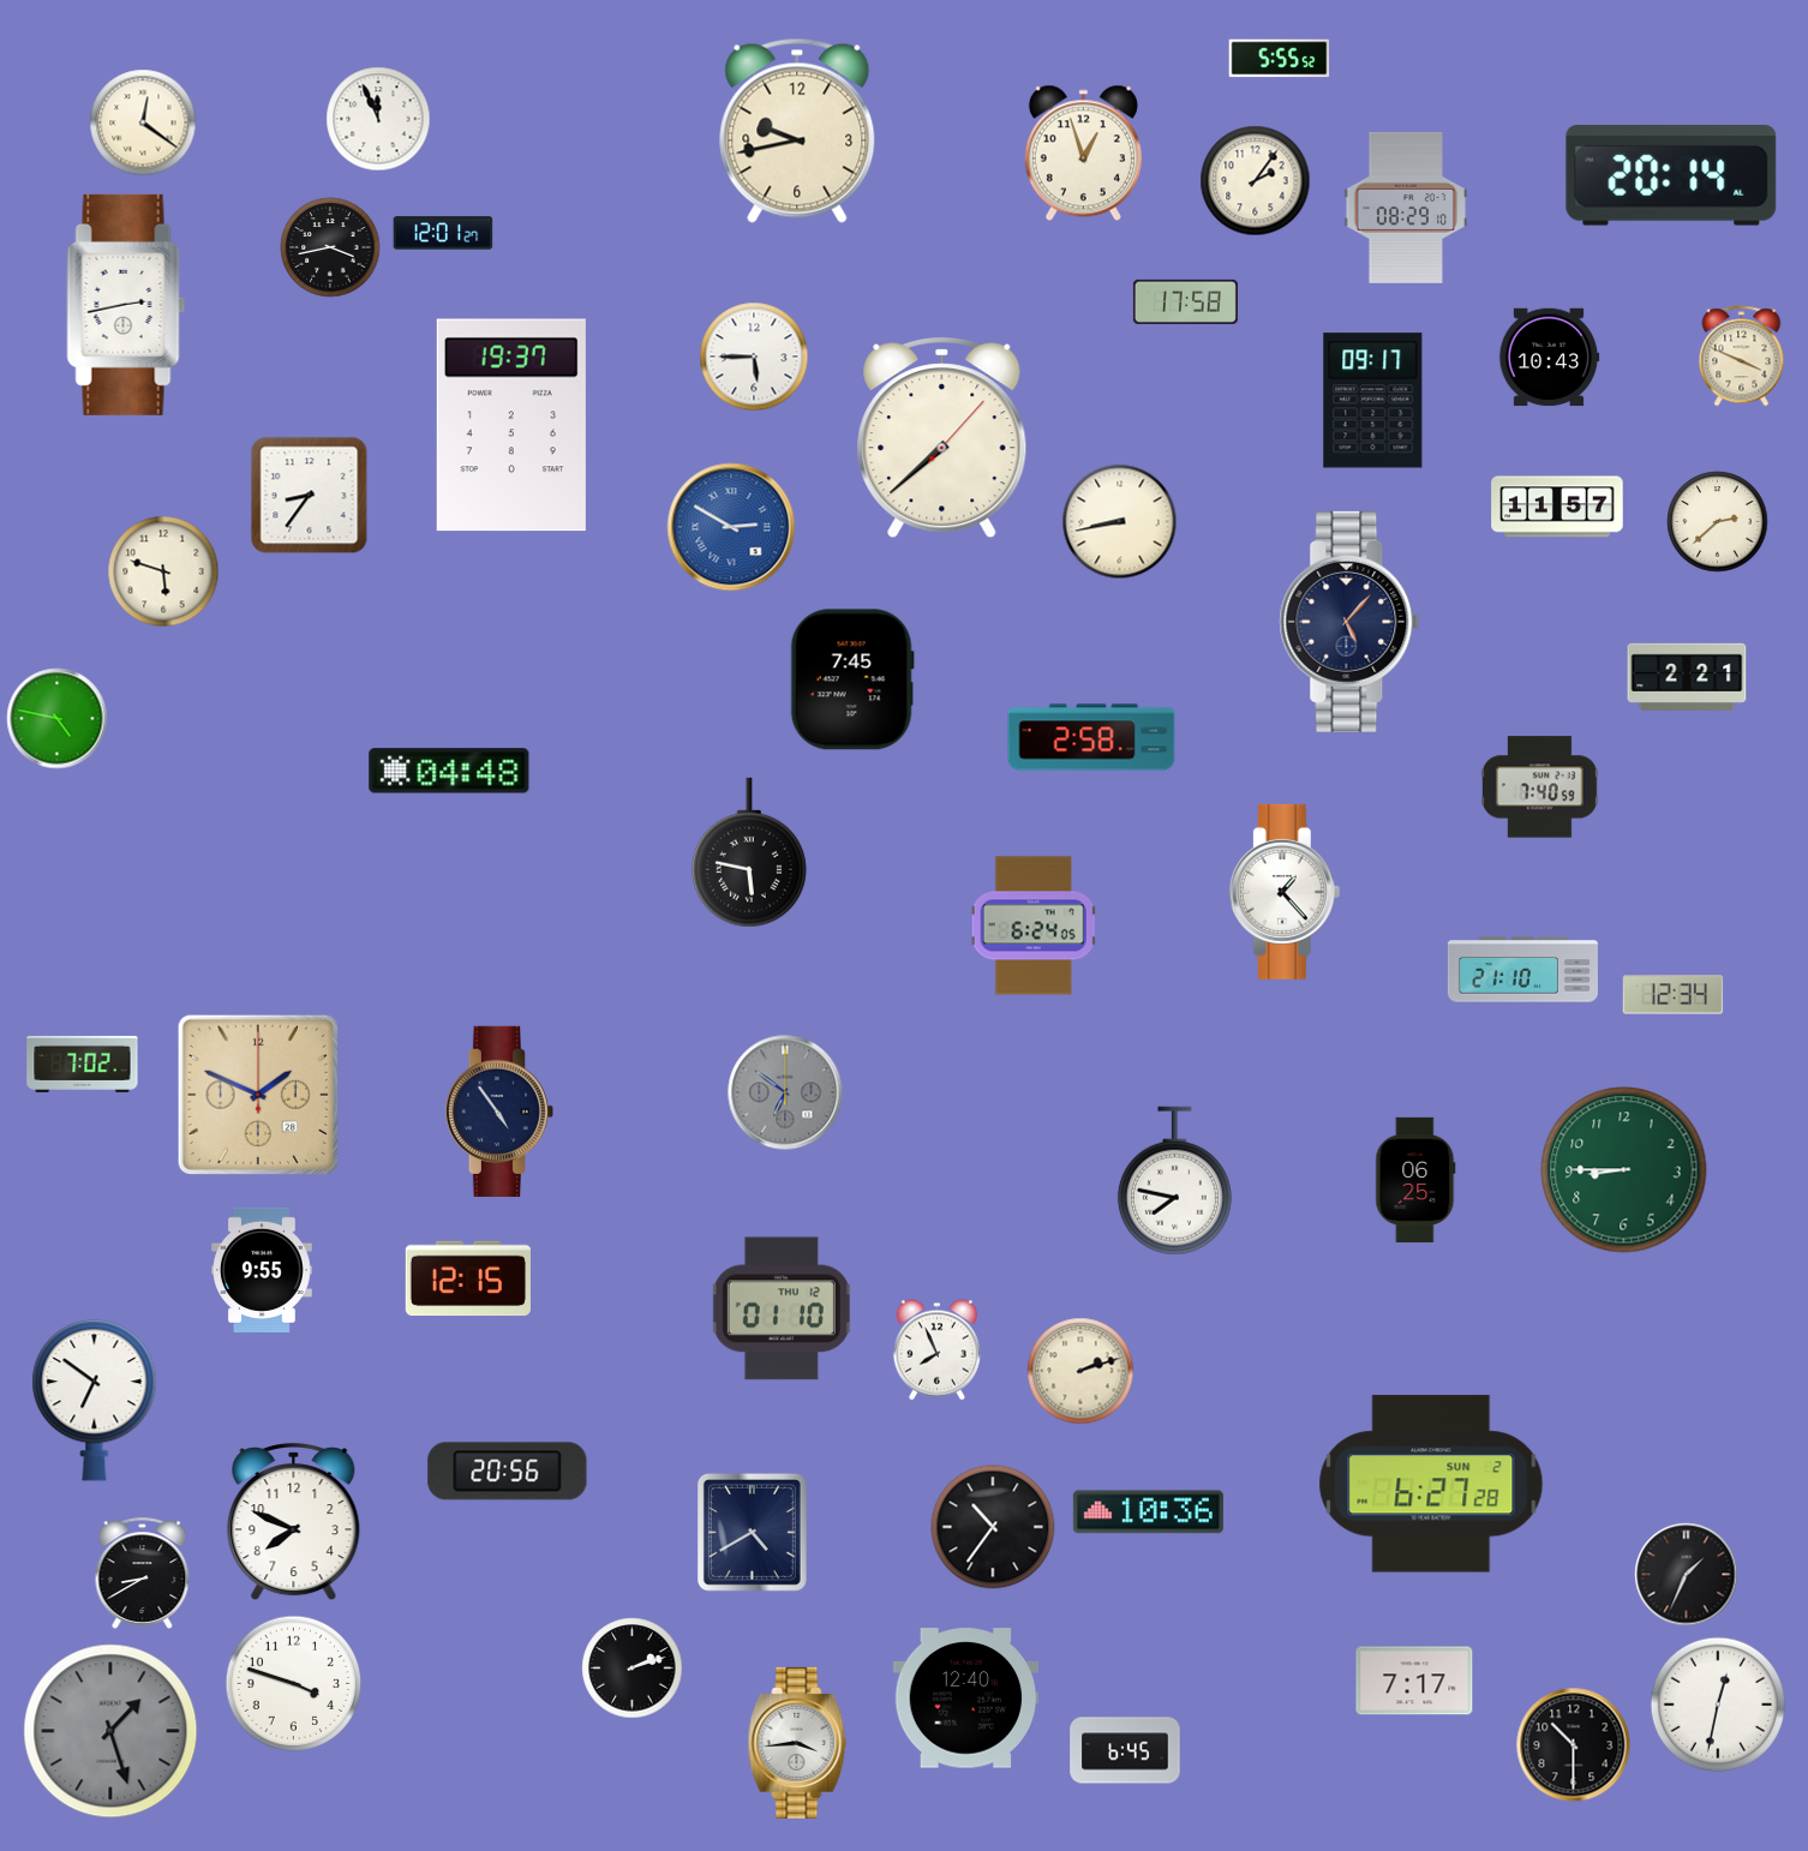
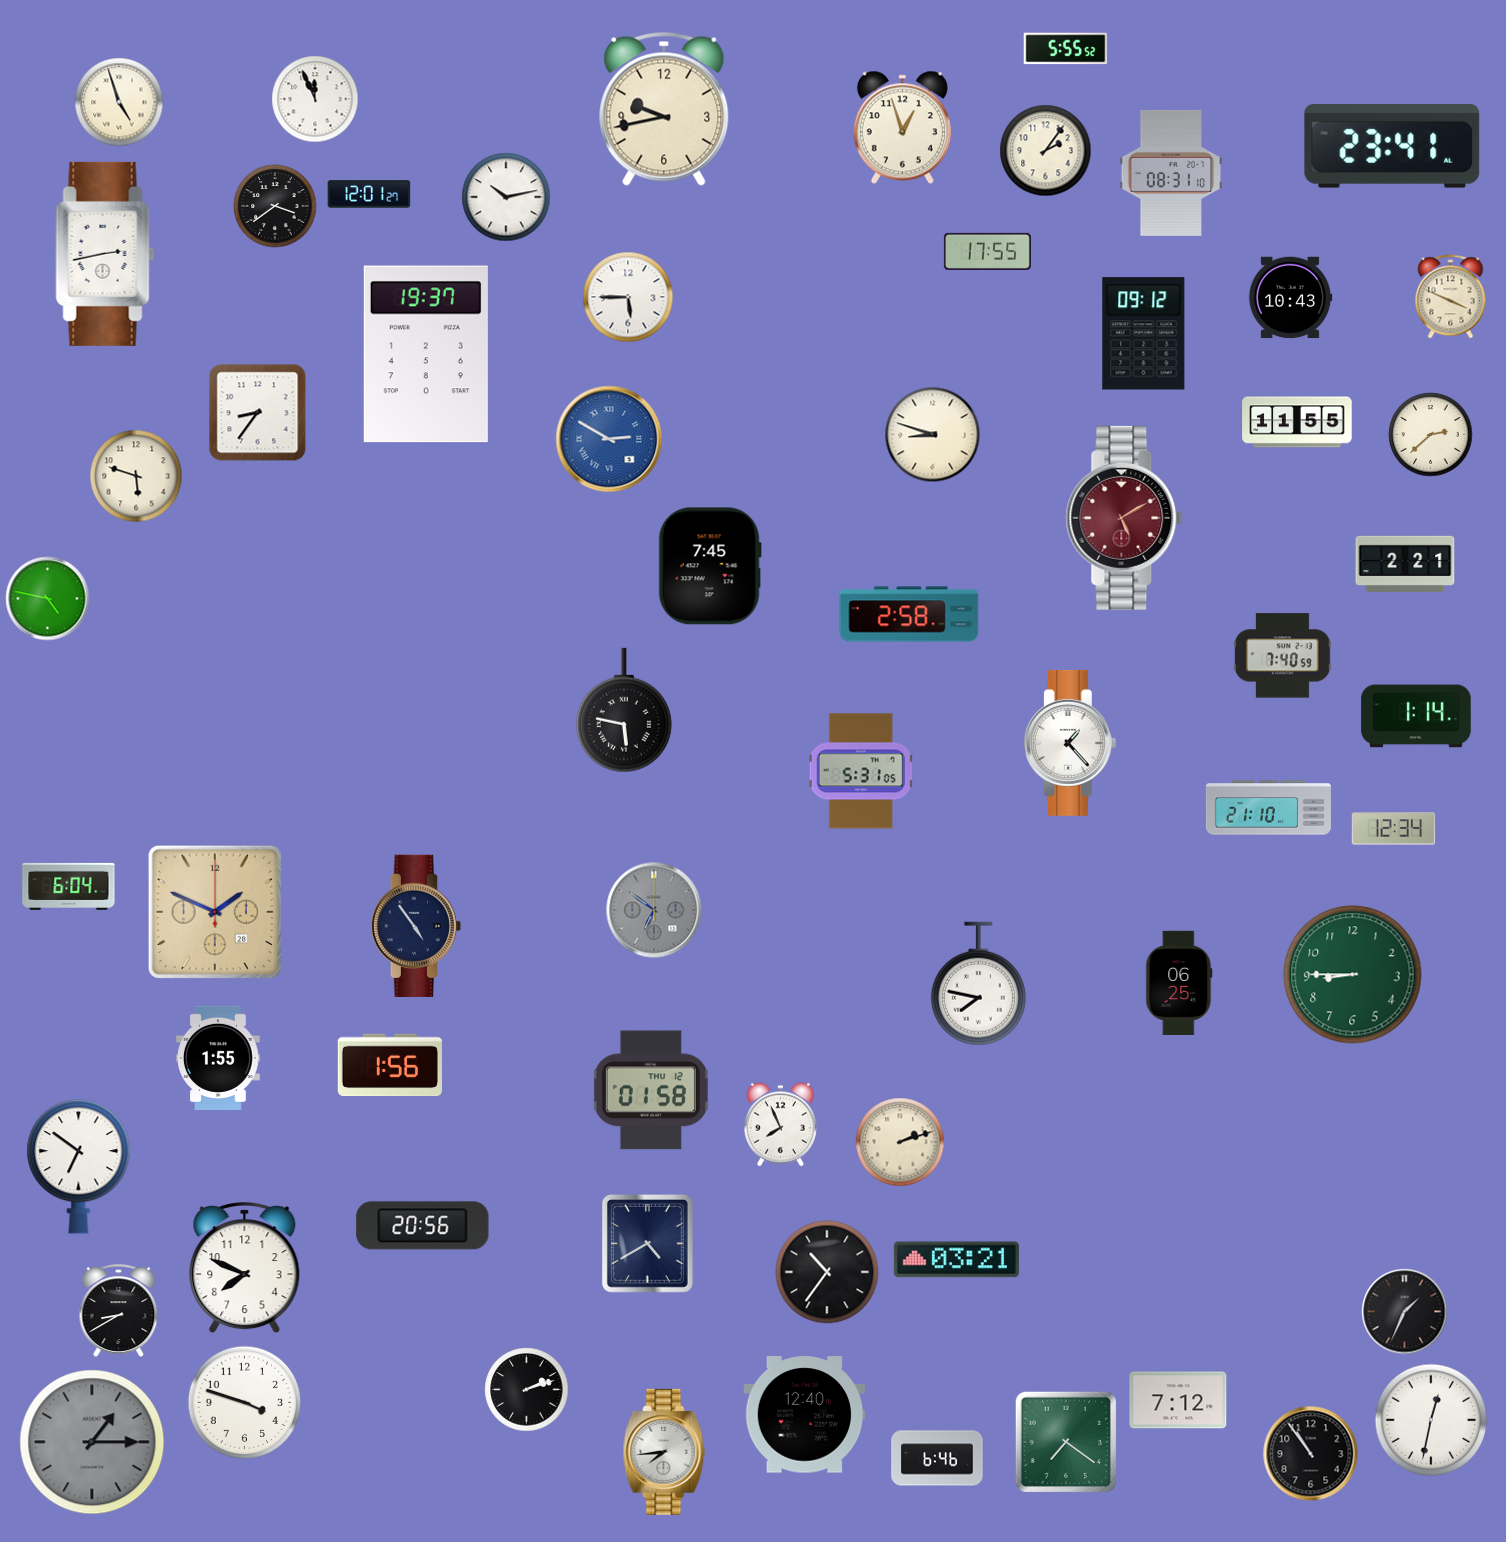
clock at (143, 122): 12:21 -> 4:57
clock at (1671, 176): 20:14 -> 23:41
clock at (1406, 208): 08:29 -> 08:31
clock at (506, 197): none -> 10:13
clock at (330, 247): 3:43 -> 3:39
clock at (1185, 301): 17:58 -> 17:55
clock at (1373, 401): 09:17 -> 09:12
clock at (942, 438): 7:38 -> none
clock at (1557, 507): 11:57 -> 11:55
clock at (1120, 522): 8:43 -> 8:48
clock at (1349, 622): 5:07 -> 5:10
clock at (1349, 622) dial: navy -> burgundy
clock at (449, 771): 04:48 -> none
clock at (1416, 716): none -> 1:14
clock at (1034, 925): 6:24 -> 5:31
clock at (83, 1064): 7:02 -> 6:04
clock at (263, 1269): 9:55 -> 1:55
clock at (468, 1278): 12:15 -> 1:56
clock at (782, 1308): 01:10 -> 01:58
clock at (1431, 1484): 6:27 -> none
clock at (1148, 1512): 10:36 -> 03:21
clock at (752, 1532) position: (752, 1532) -> (647, 1243)
clock at (1414, 1681): 7:17 -> 7:12
clock at (110, 1731): 1:27 -> 1:15
clock at (1066, 1442): none -> 7:21
clock at (797, 1743): 3:44 -> 7:44
clock at (1574, 1745): 10:30 -> 10:54
clock at (1125, 1750): 6:45 -> 6:46
